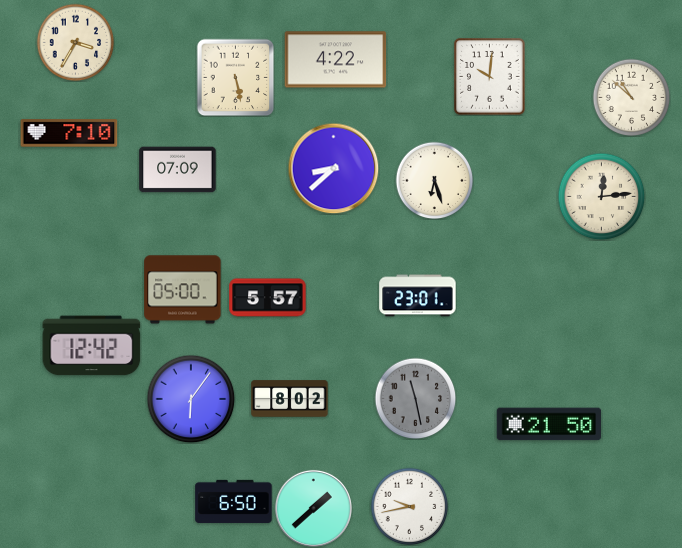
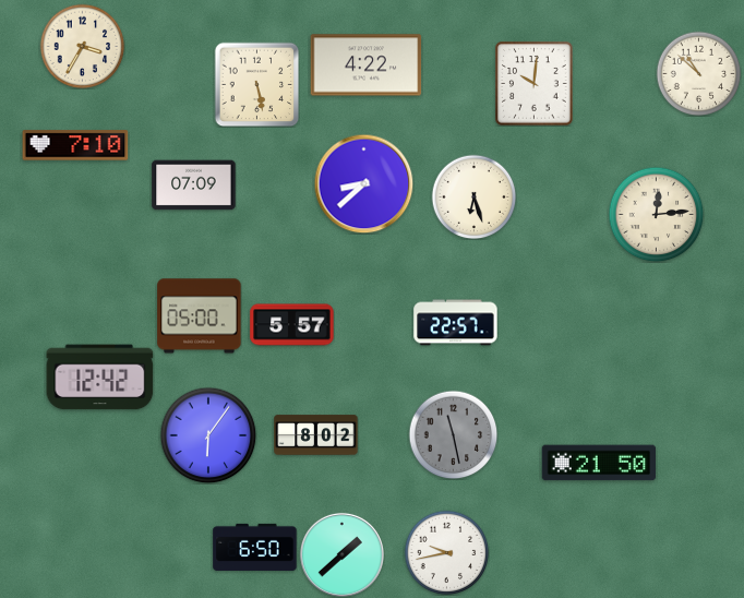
clock at (631, 97) position: (631, 97) -> (698, 73)
clock at (418, 296): 23:01 -> 22:57
